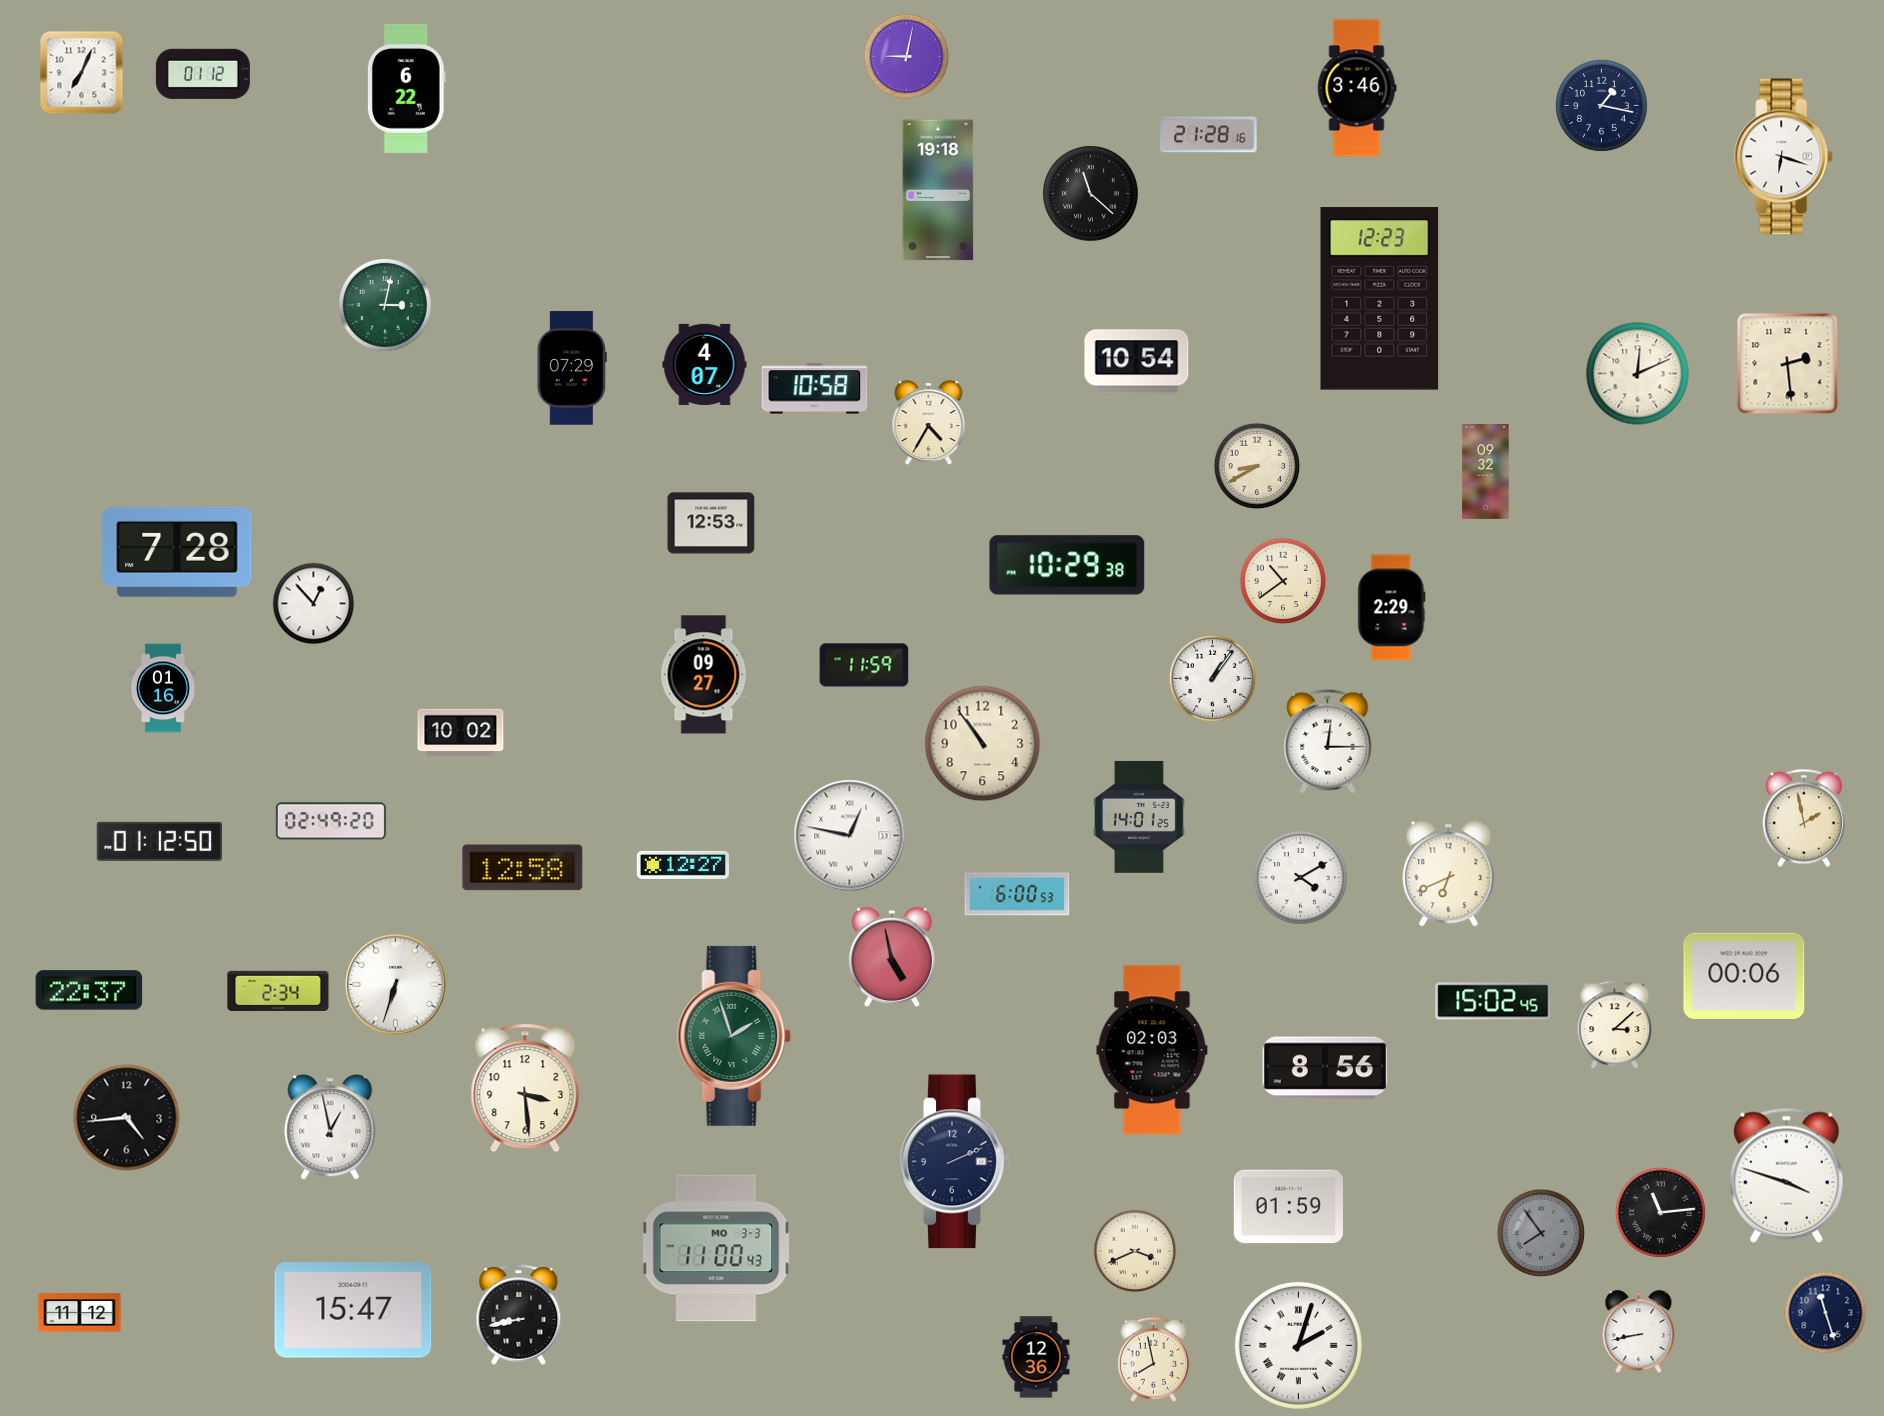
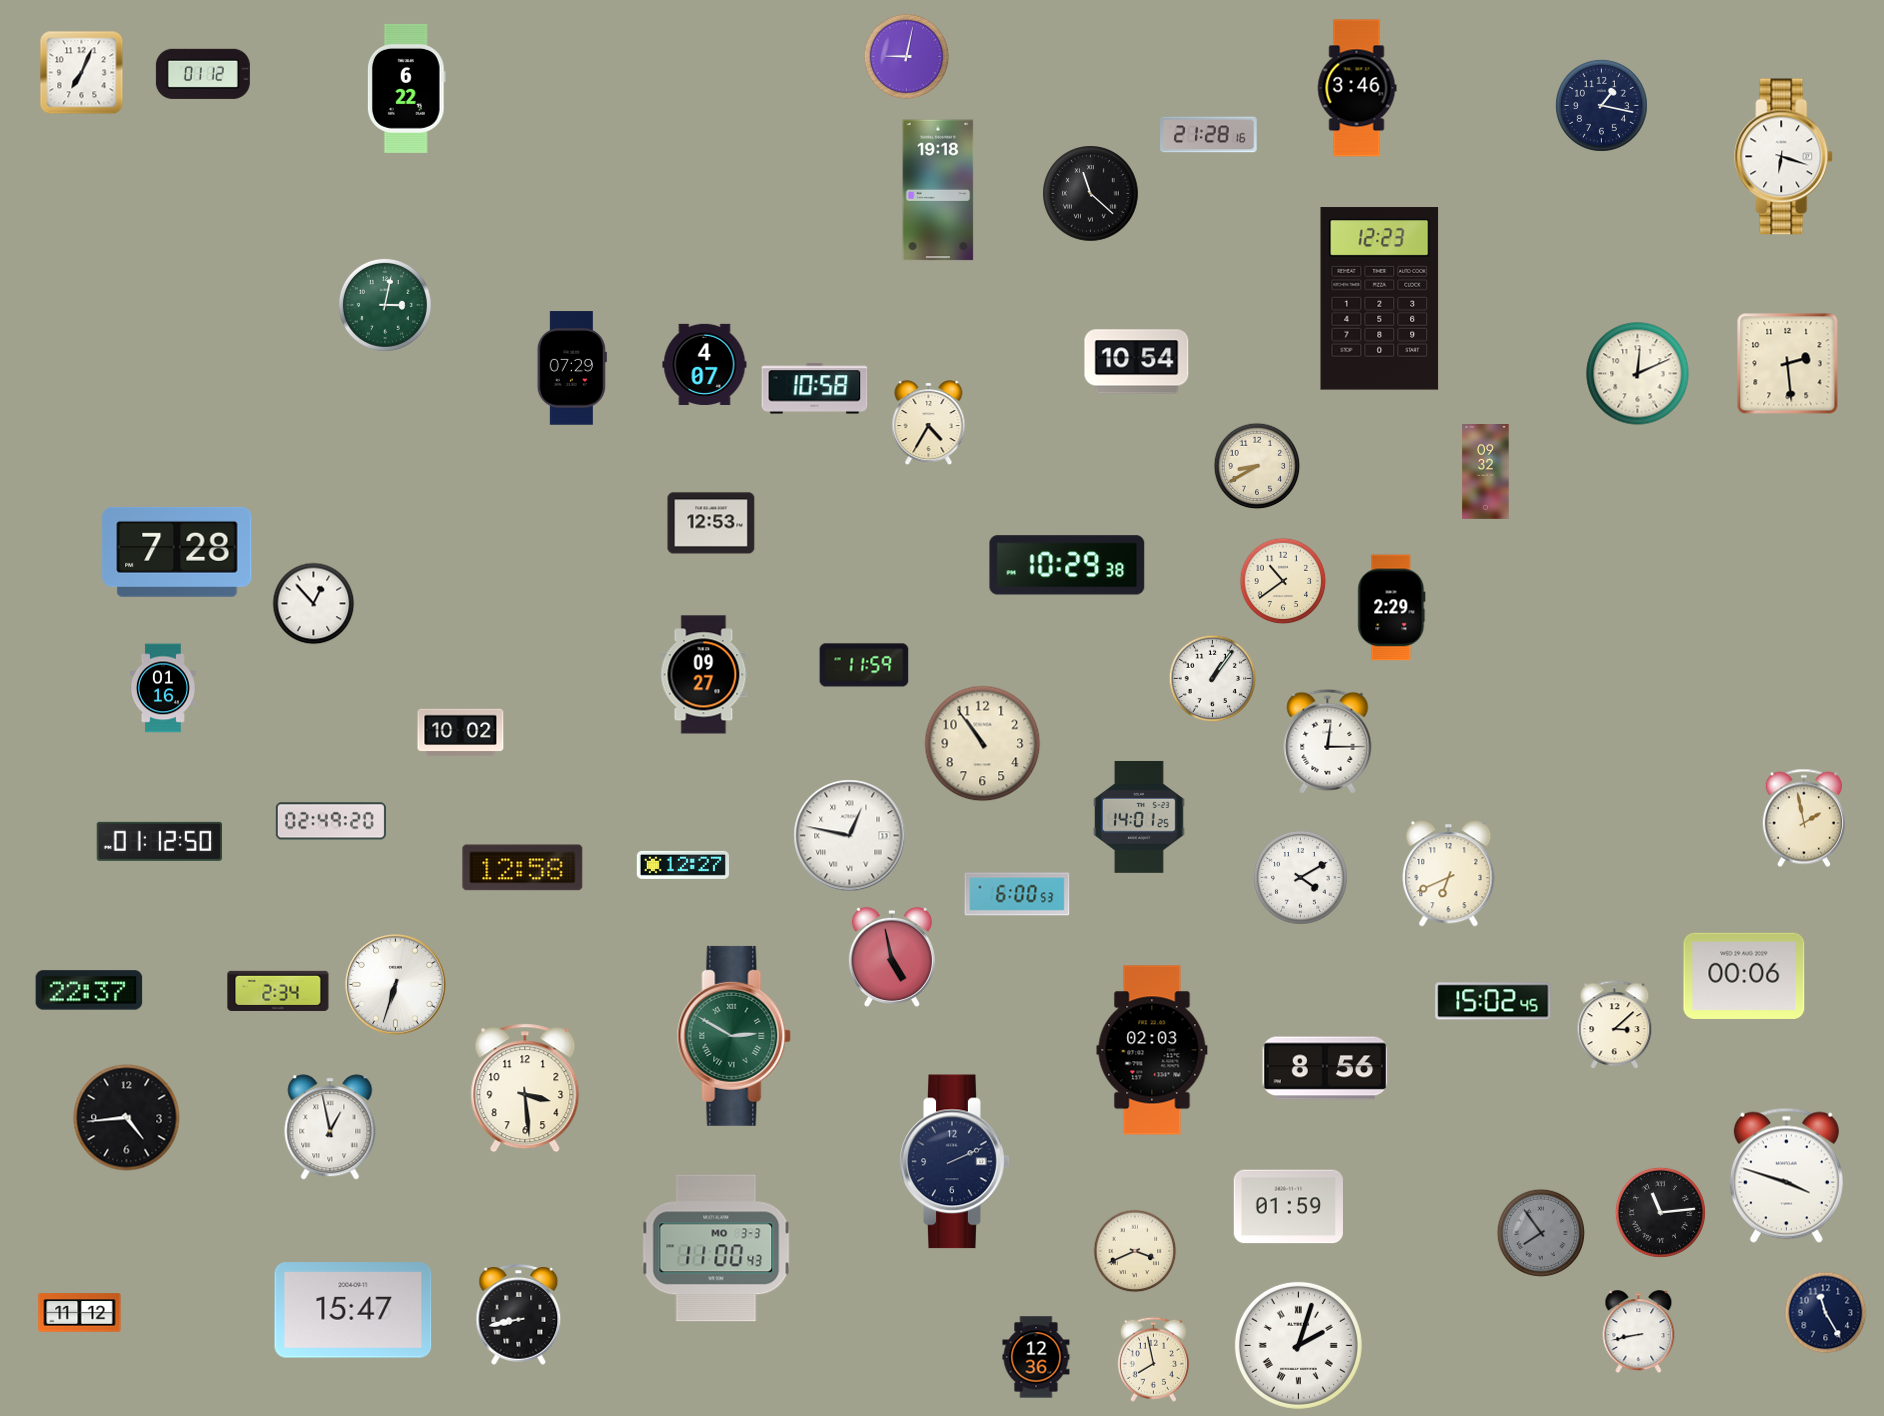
clock at (734, 1036): 1:57 -> 2:50
clock at (1826, 1313): 11:27 -> 11:25
